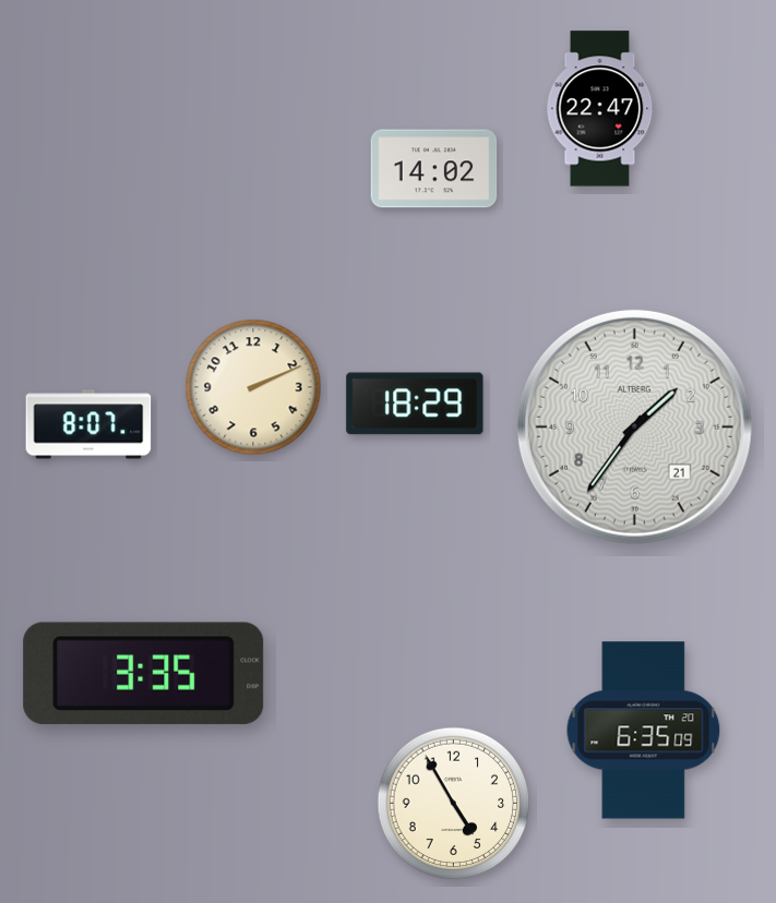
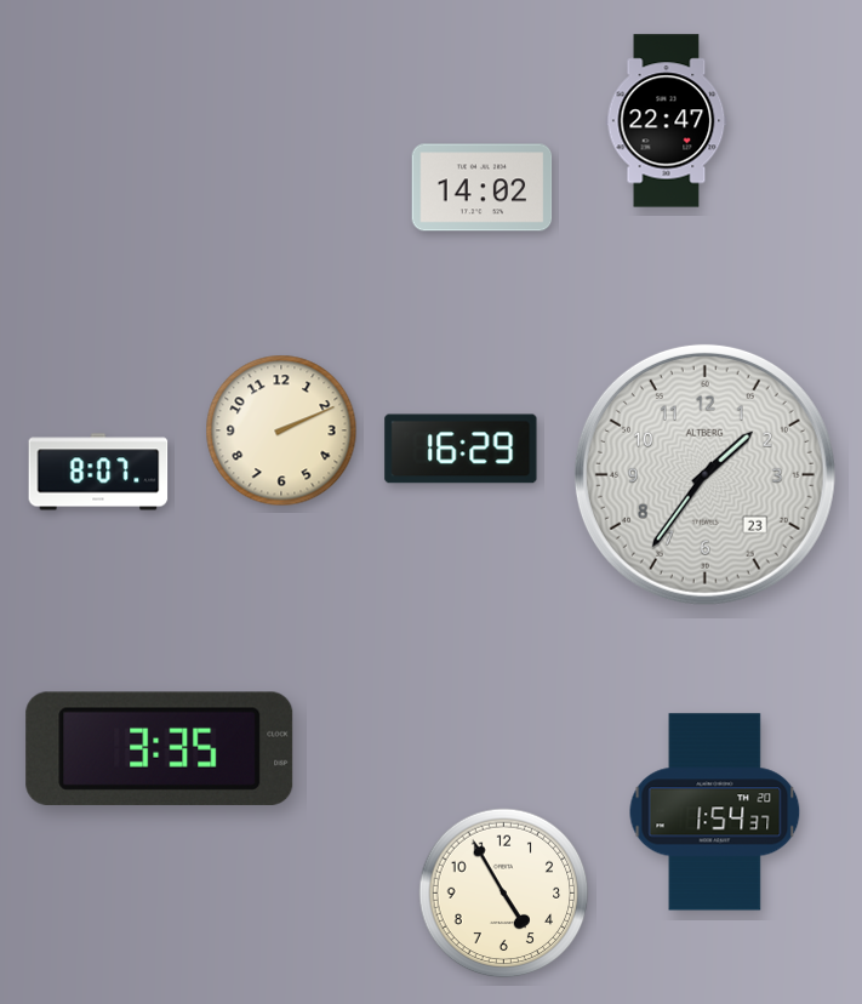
clock at (415, 404): 18:29 -> 16:29
clock at (634, 426) date: 21 -> 23
clock at (644, 731): 6:35 -> 1:54
